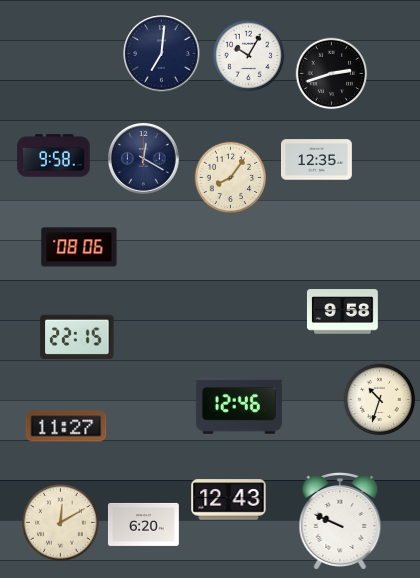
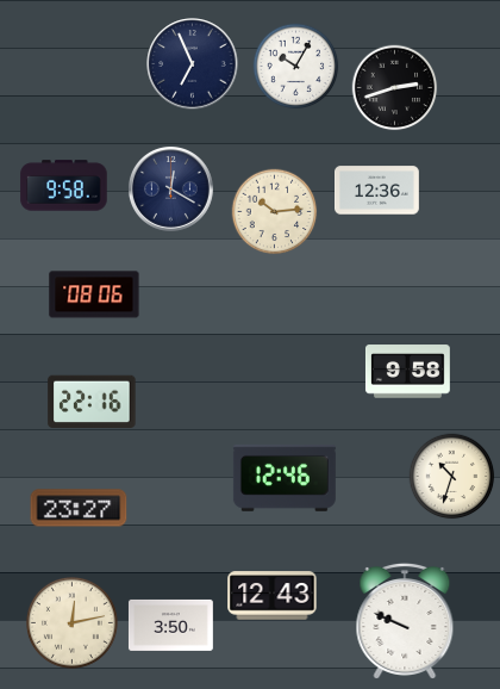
clock at (162, 54): 7:01 -> 6:56
clock at (317, 160): 12:35 -> 12:36
clock at (231, 178): 8:06 -> 10:14
clock at (77, 337): 22:15 -> 22:16
clock at (239, 406) position: (239, 406) -> (285, 478)
clock at (66, 426): 11:27 -> 23:27
clock at (60, 522): 12:10 -> 12:13
clock at (143, 524): 6:20 -> 3:50
